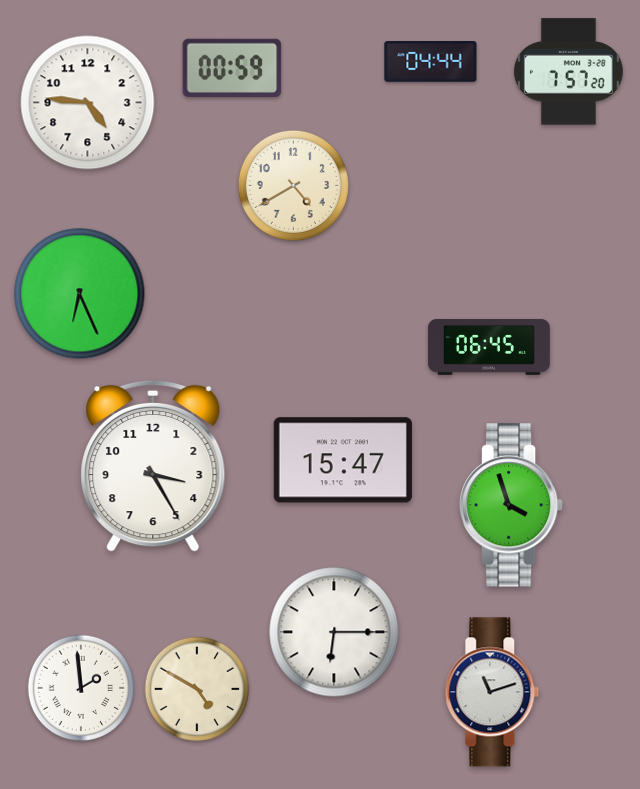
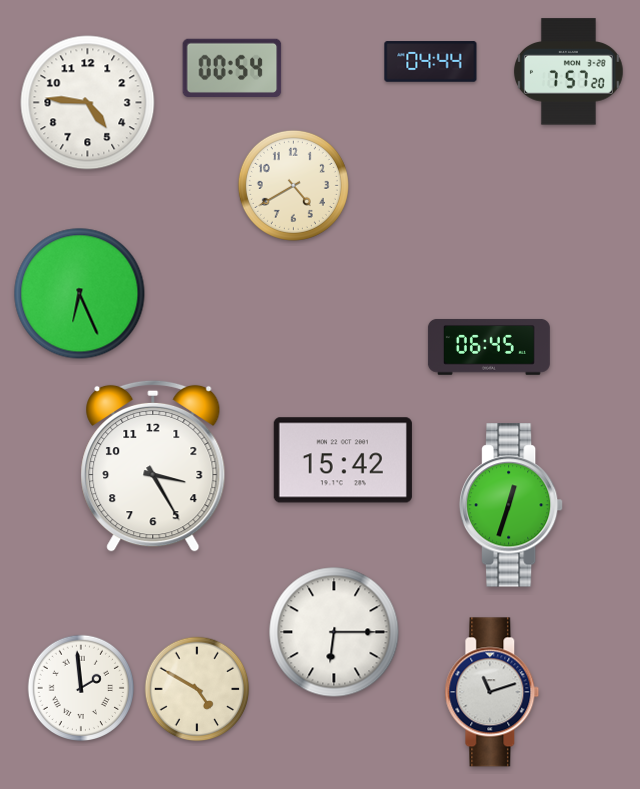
clock at (232, 67): 00:59 -> 00:54
clock at (343, 460): 15:47 -> 15:42
clock at (511, 505): 3:57 -> 12:33
